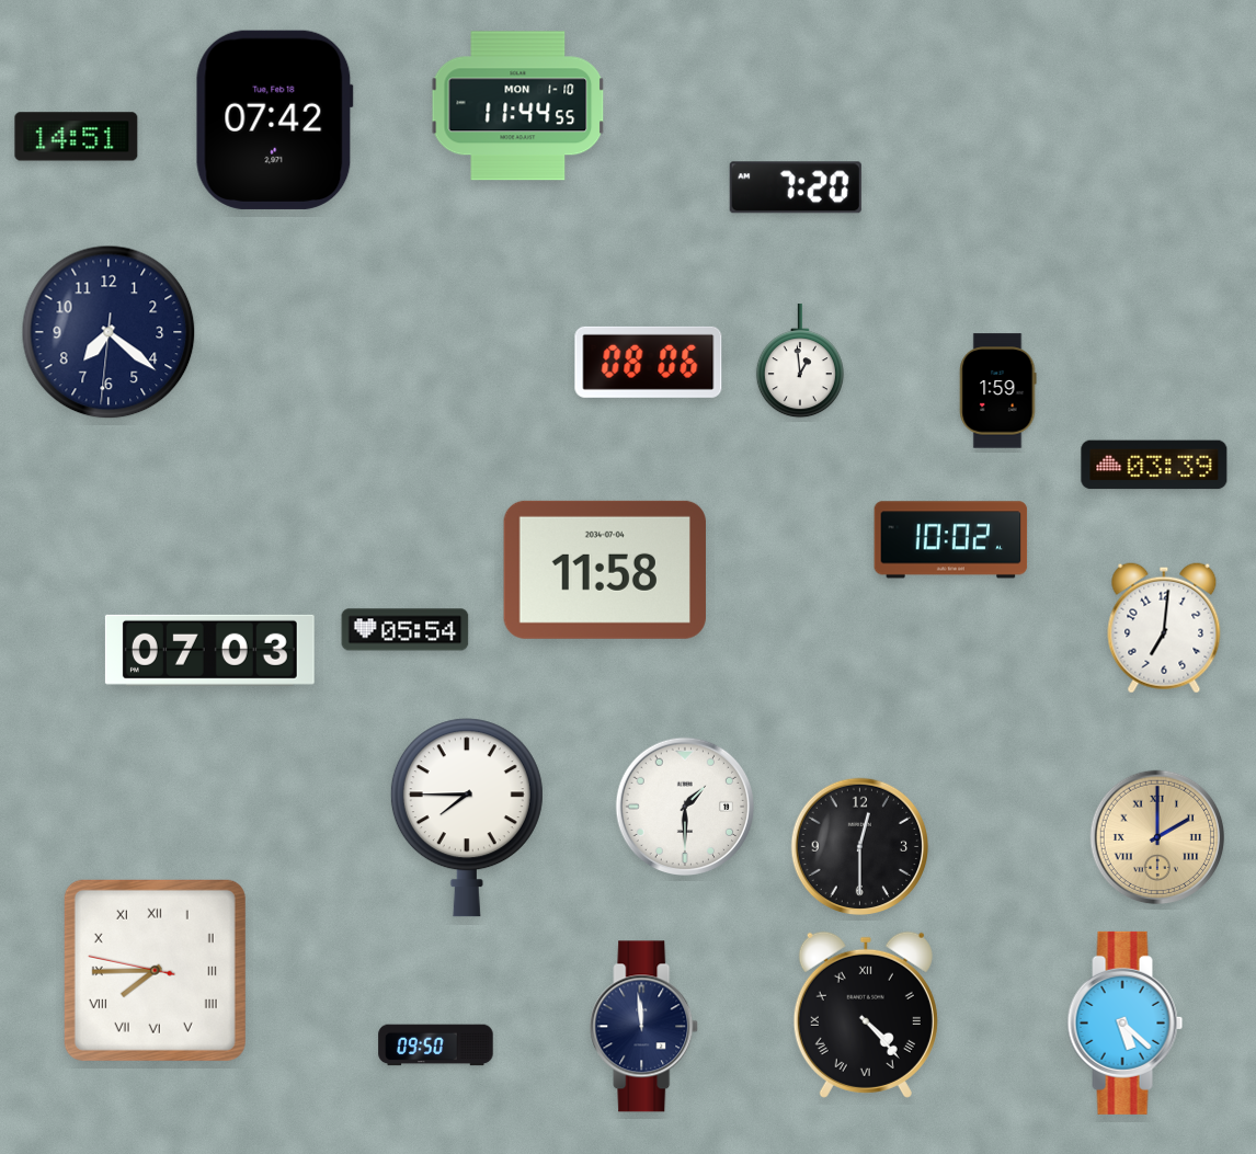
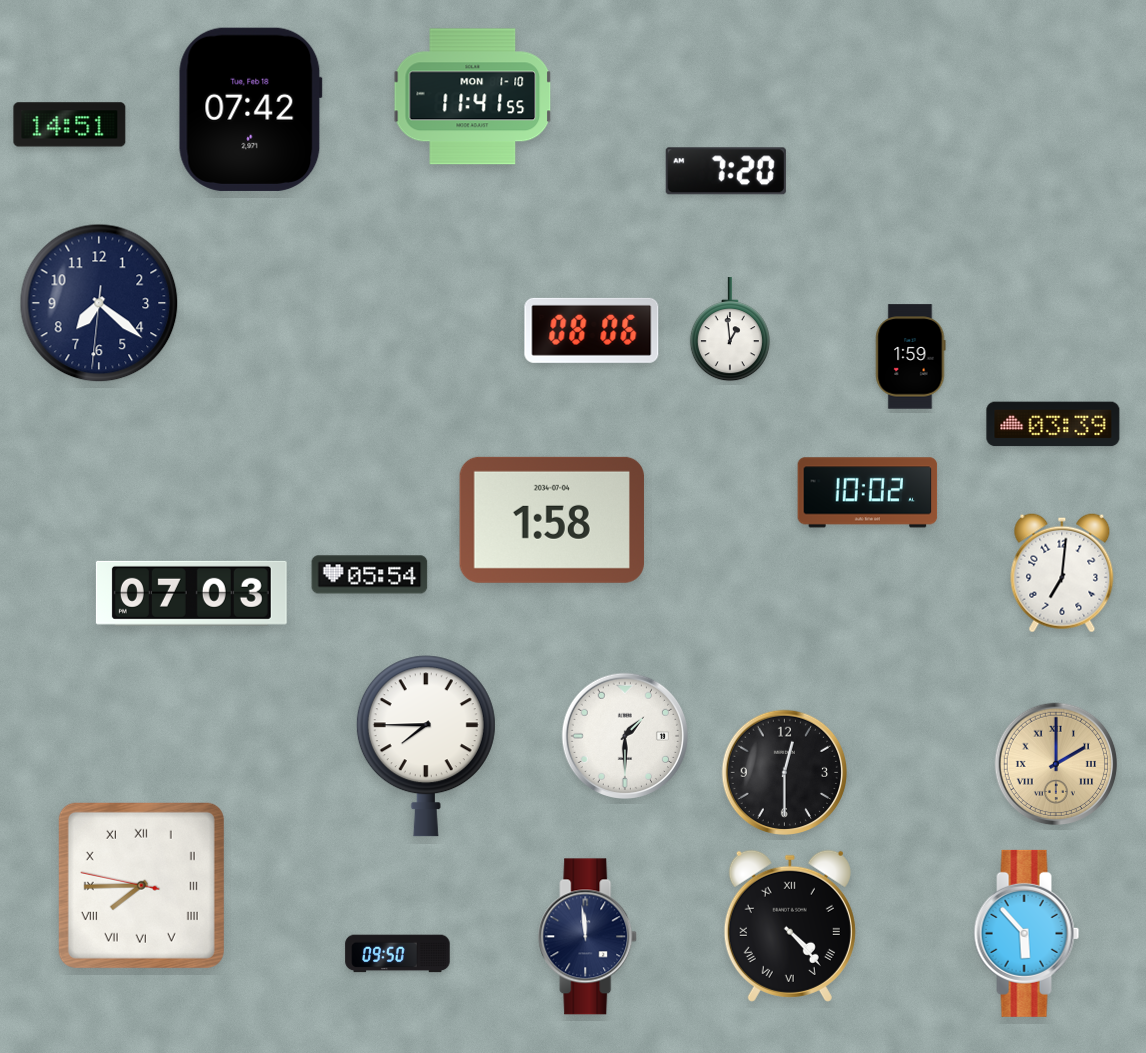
clock at (518, 106): 11:44 -> 11:41
clock at (605, 570): 11:58 -> 1:58
clock at (1126, 1022): 5:22 -> 5:53
